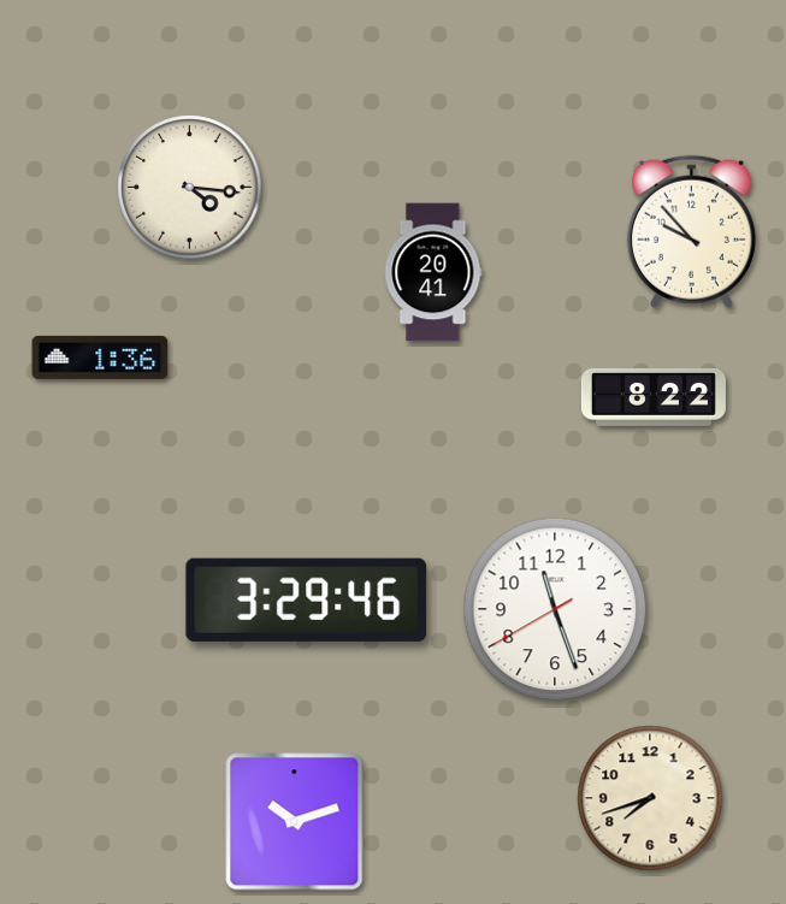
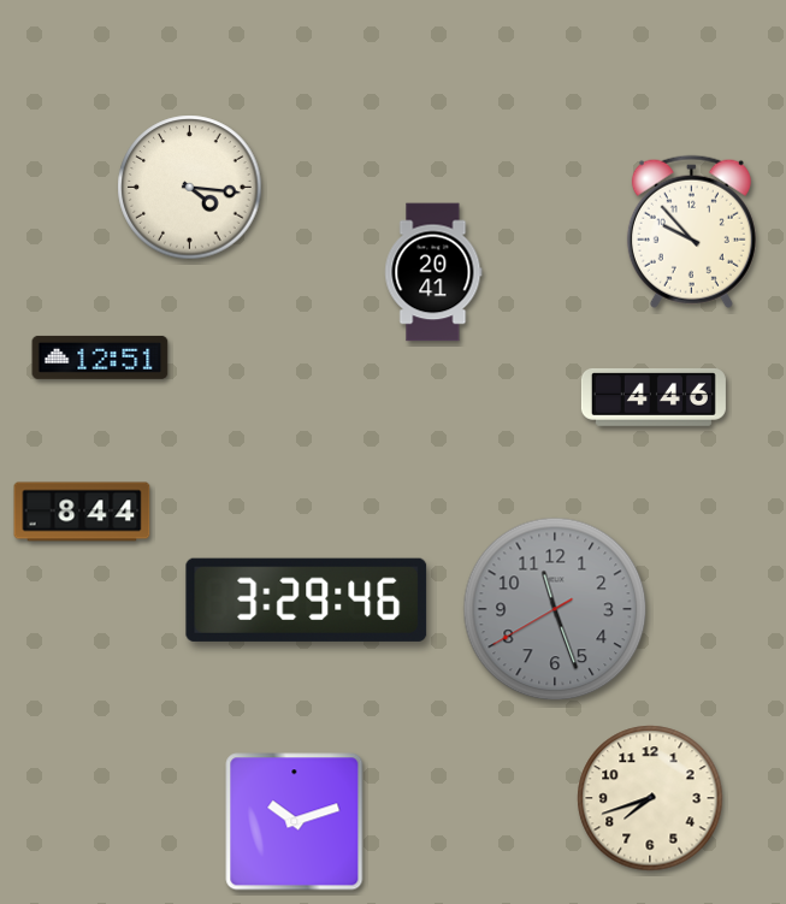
clock at (100, 358): 1:36 -> 12:51
clock at (654, 397): 8:22 -> 4:46
clock at (82, 512): none -> 8:44
clock at (555, 609) dial: white -> grey
